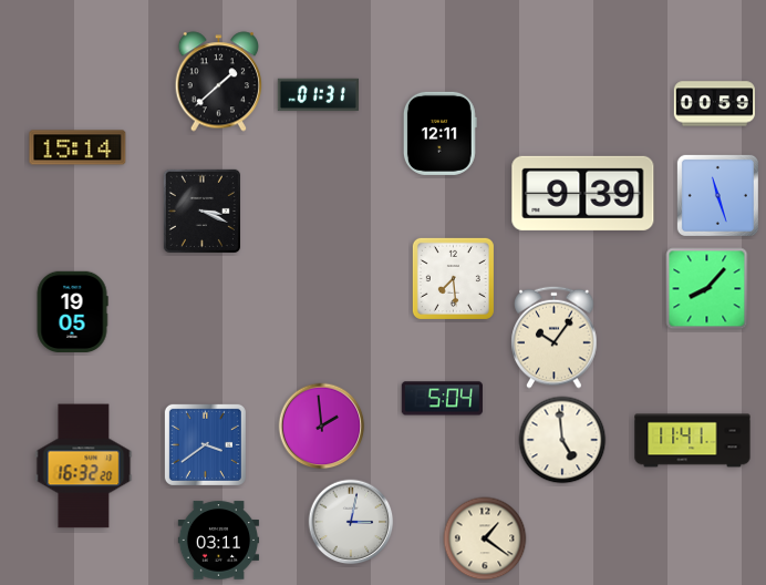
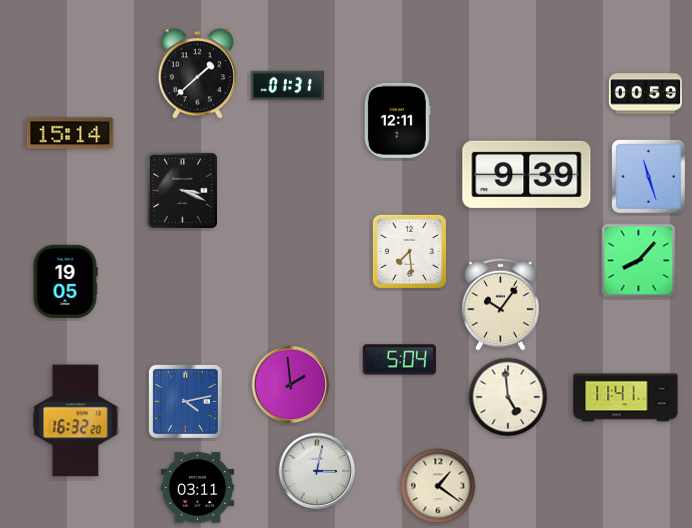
clock at (205, 444): 3:39 -> 4:13
